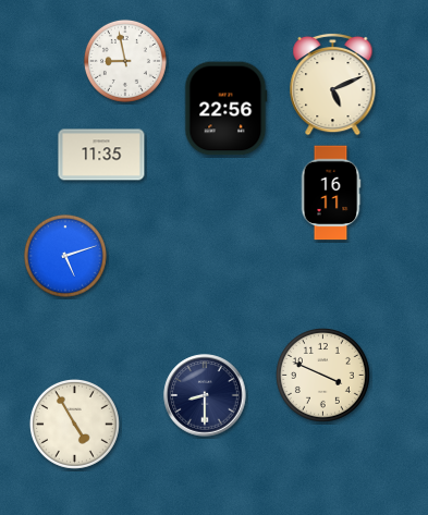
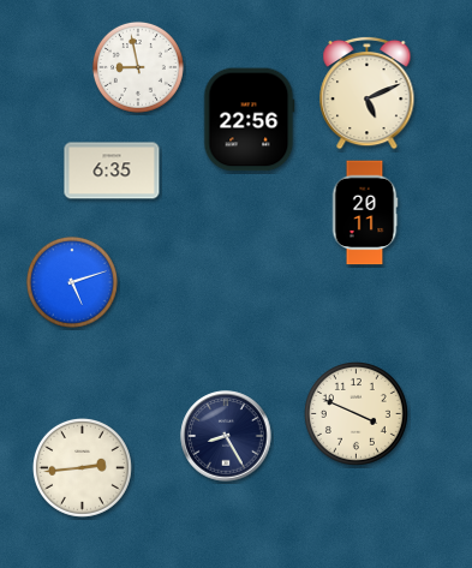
clock at (101, 155): 11:35 -> 6:35
clock at (331, 193): 16:11 -> 20:11
clock at (205, 395): 8:30 -> 8:25
clock at (74, 424): 4:55 -> 2:44
